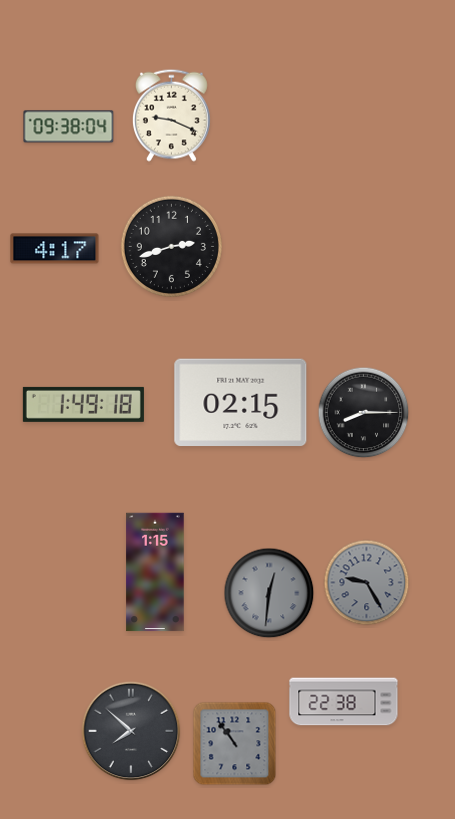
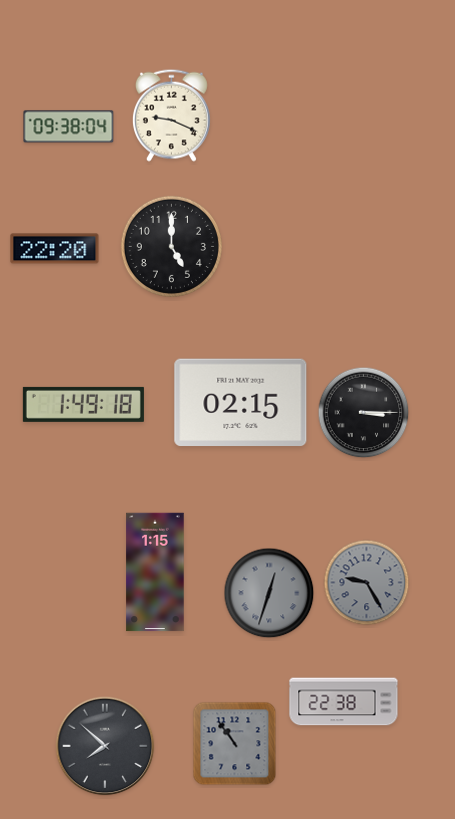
clock at (171, 246): 2:42 -> 5:00
clock at (55, 249): 4:17 -> 22:20
clock at (364, 413): 8:15 -> 3:15
clock at (269, 593): 12:31 -> 12:33
clock at (131, 731) position: (131, 731) -> (105, 746)
